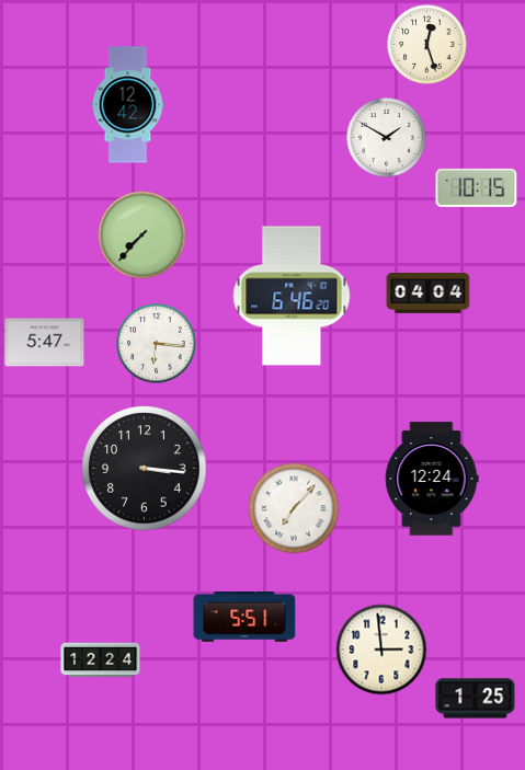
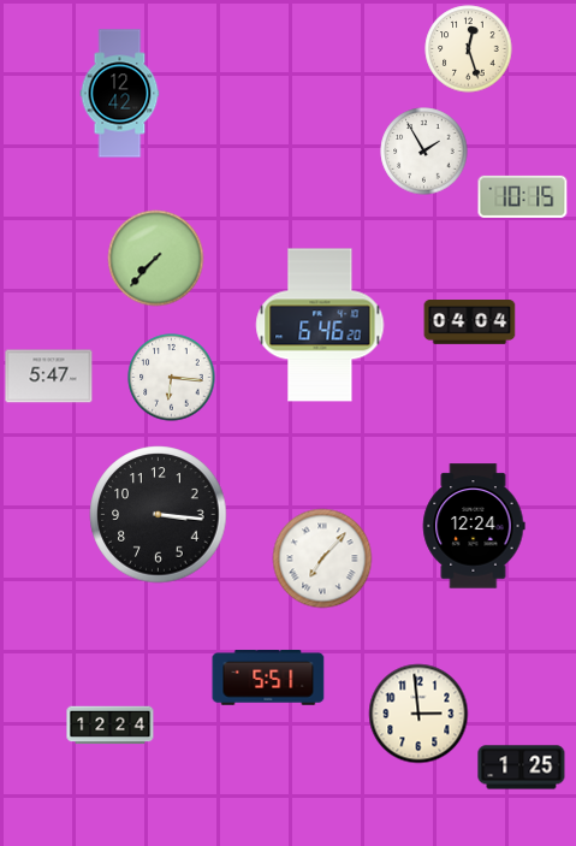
clock at (128, 105) position: (128, 105) -> (120, 94)
clock at (387, 138): 1:50 -> 1:55
clock at (477, 187) position: (477, 187) -> (523, 196)
